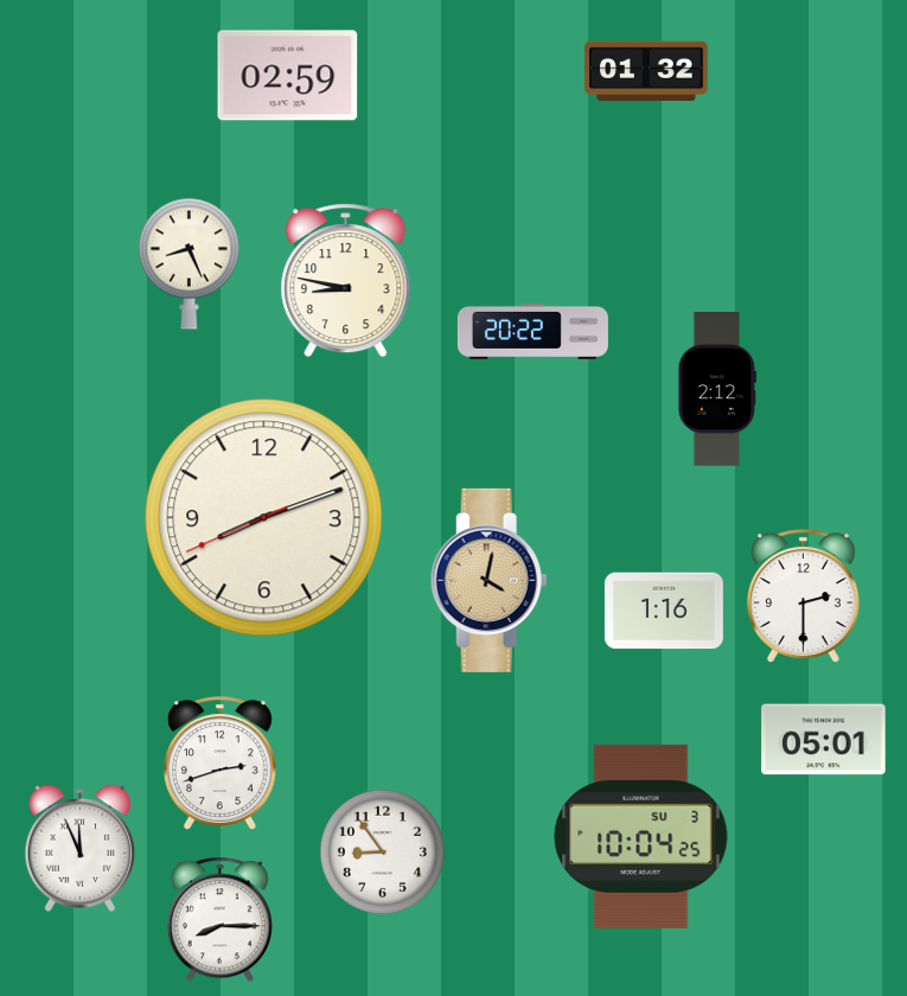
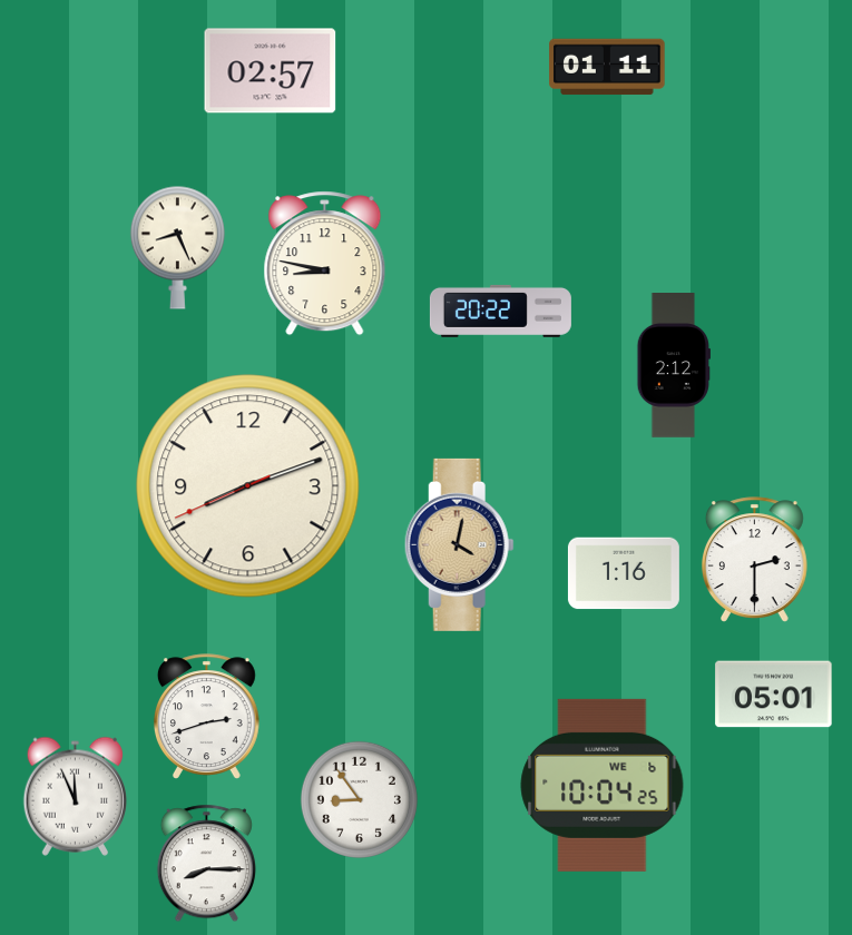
clock at (646, 71): 01:32 -> 01:11
clock at (288, 76): 02:59 -> 02:57
clock at (641, 836) date: SU 3 -> WE 6
